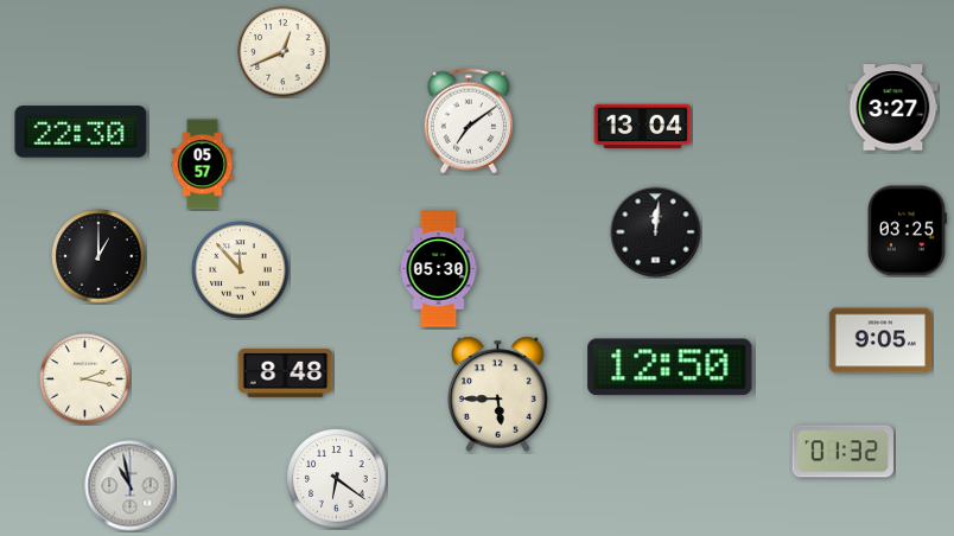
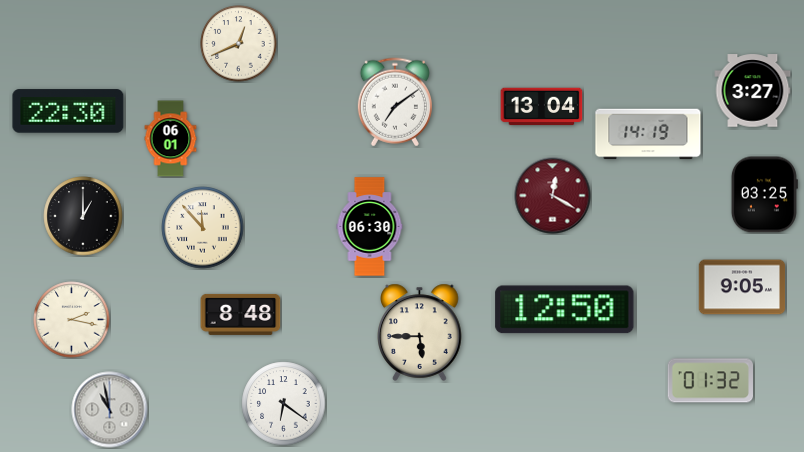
clock at (648, 134): none -> 14:19
clock at (203, 165): 05:57 -> 06:01
clock at (656, 232): 12:01 -> 12:20
clock at (656, 232) dial: black -> burgundy
clock at (439, 269): 05:30 -> 06:30
